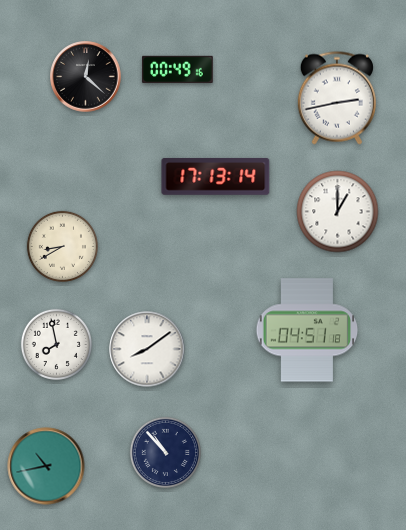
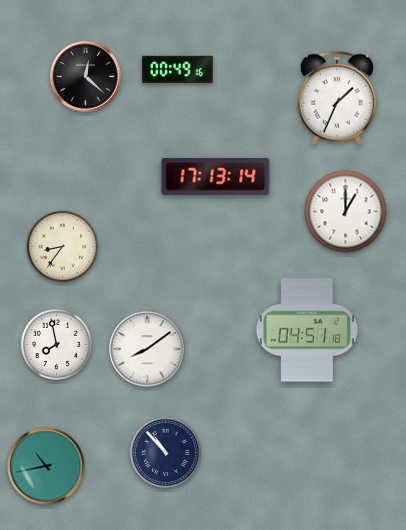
clock at (337, 98): 2:43 -> 1:34
clock at (338, 212) position: (338, 212) -> (346, 212)
clock at (62, 246): 8:40 -> 8:36
